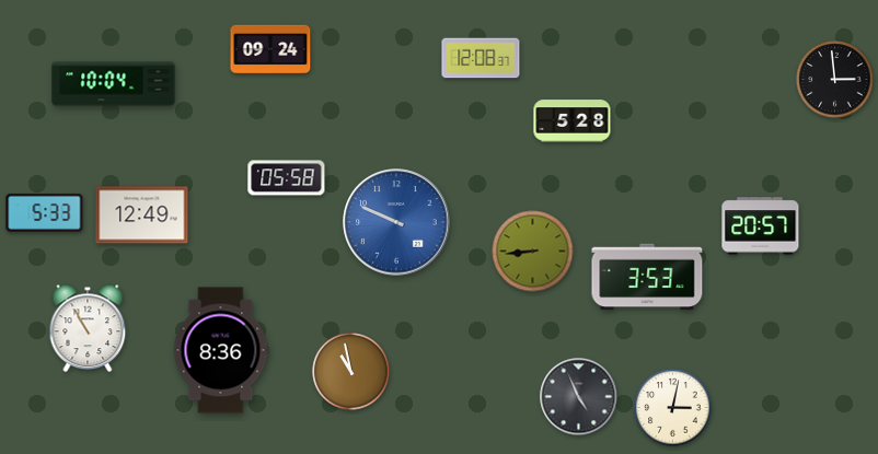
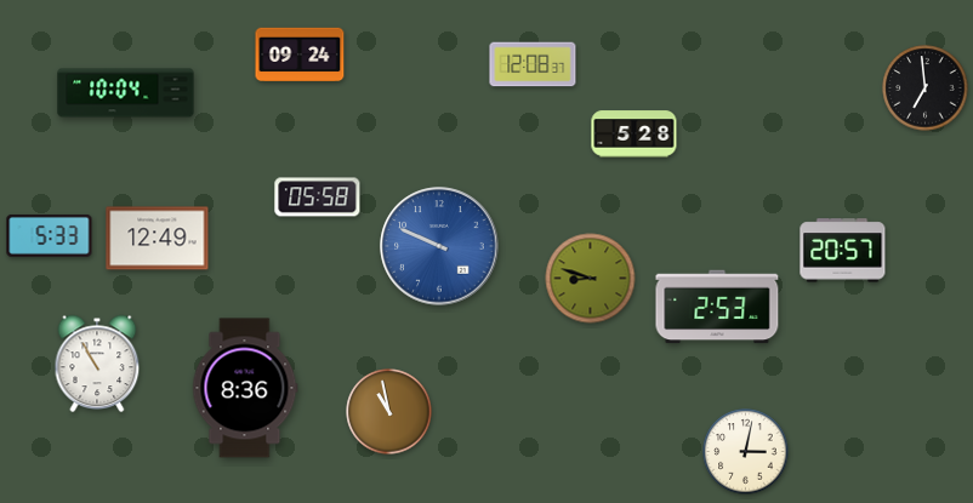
clock at (835, 80): 2:59 -> 6:59
clock at (533, 252): 8:44 -> 8:48
clock at (647, 277): 3:53 -> 2:53
clock at (579, 397): 4:56 -> none
